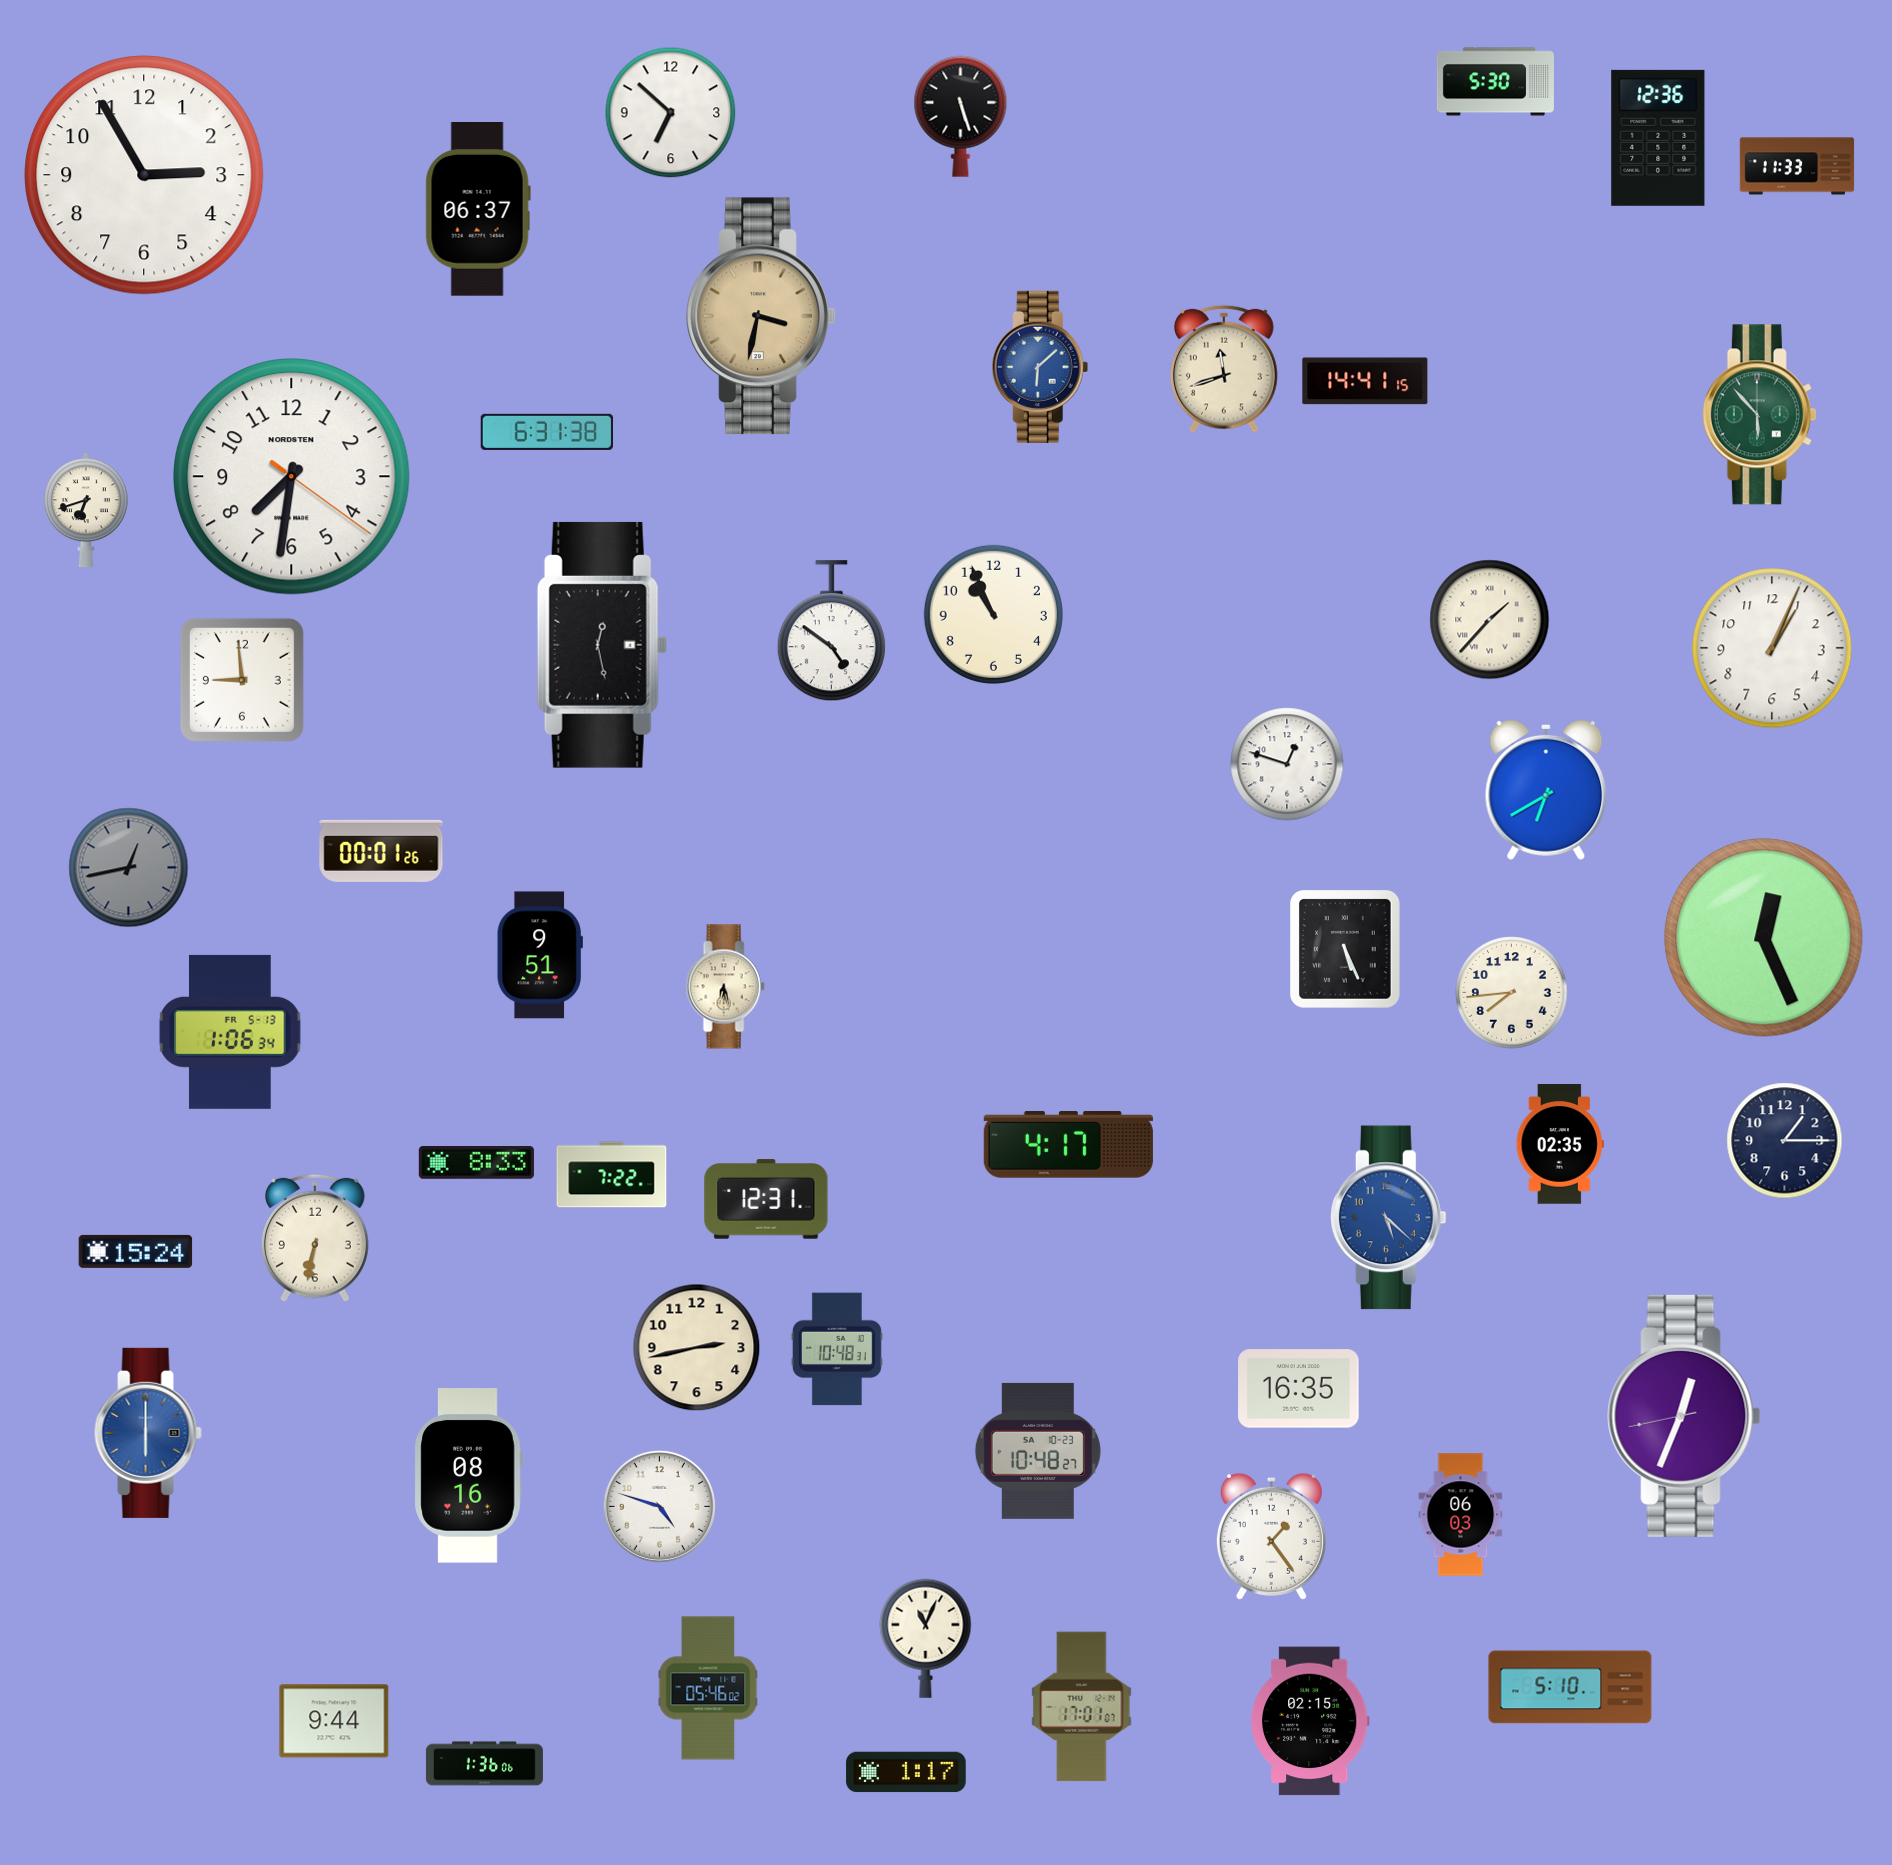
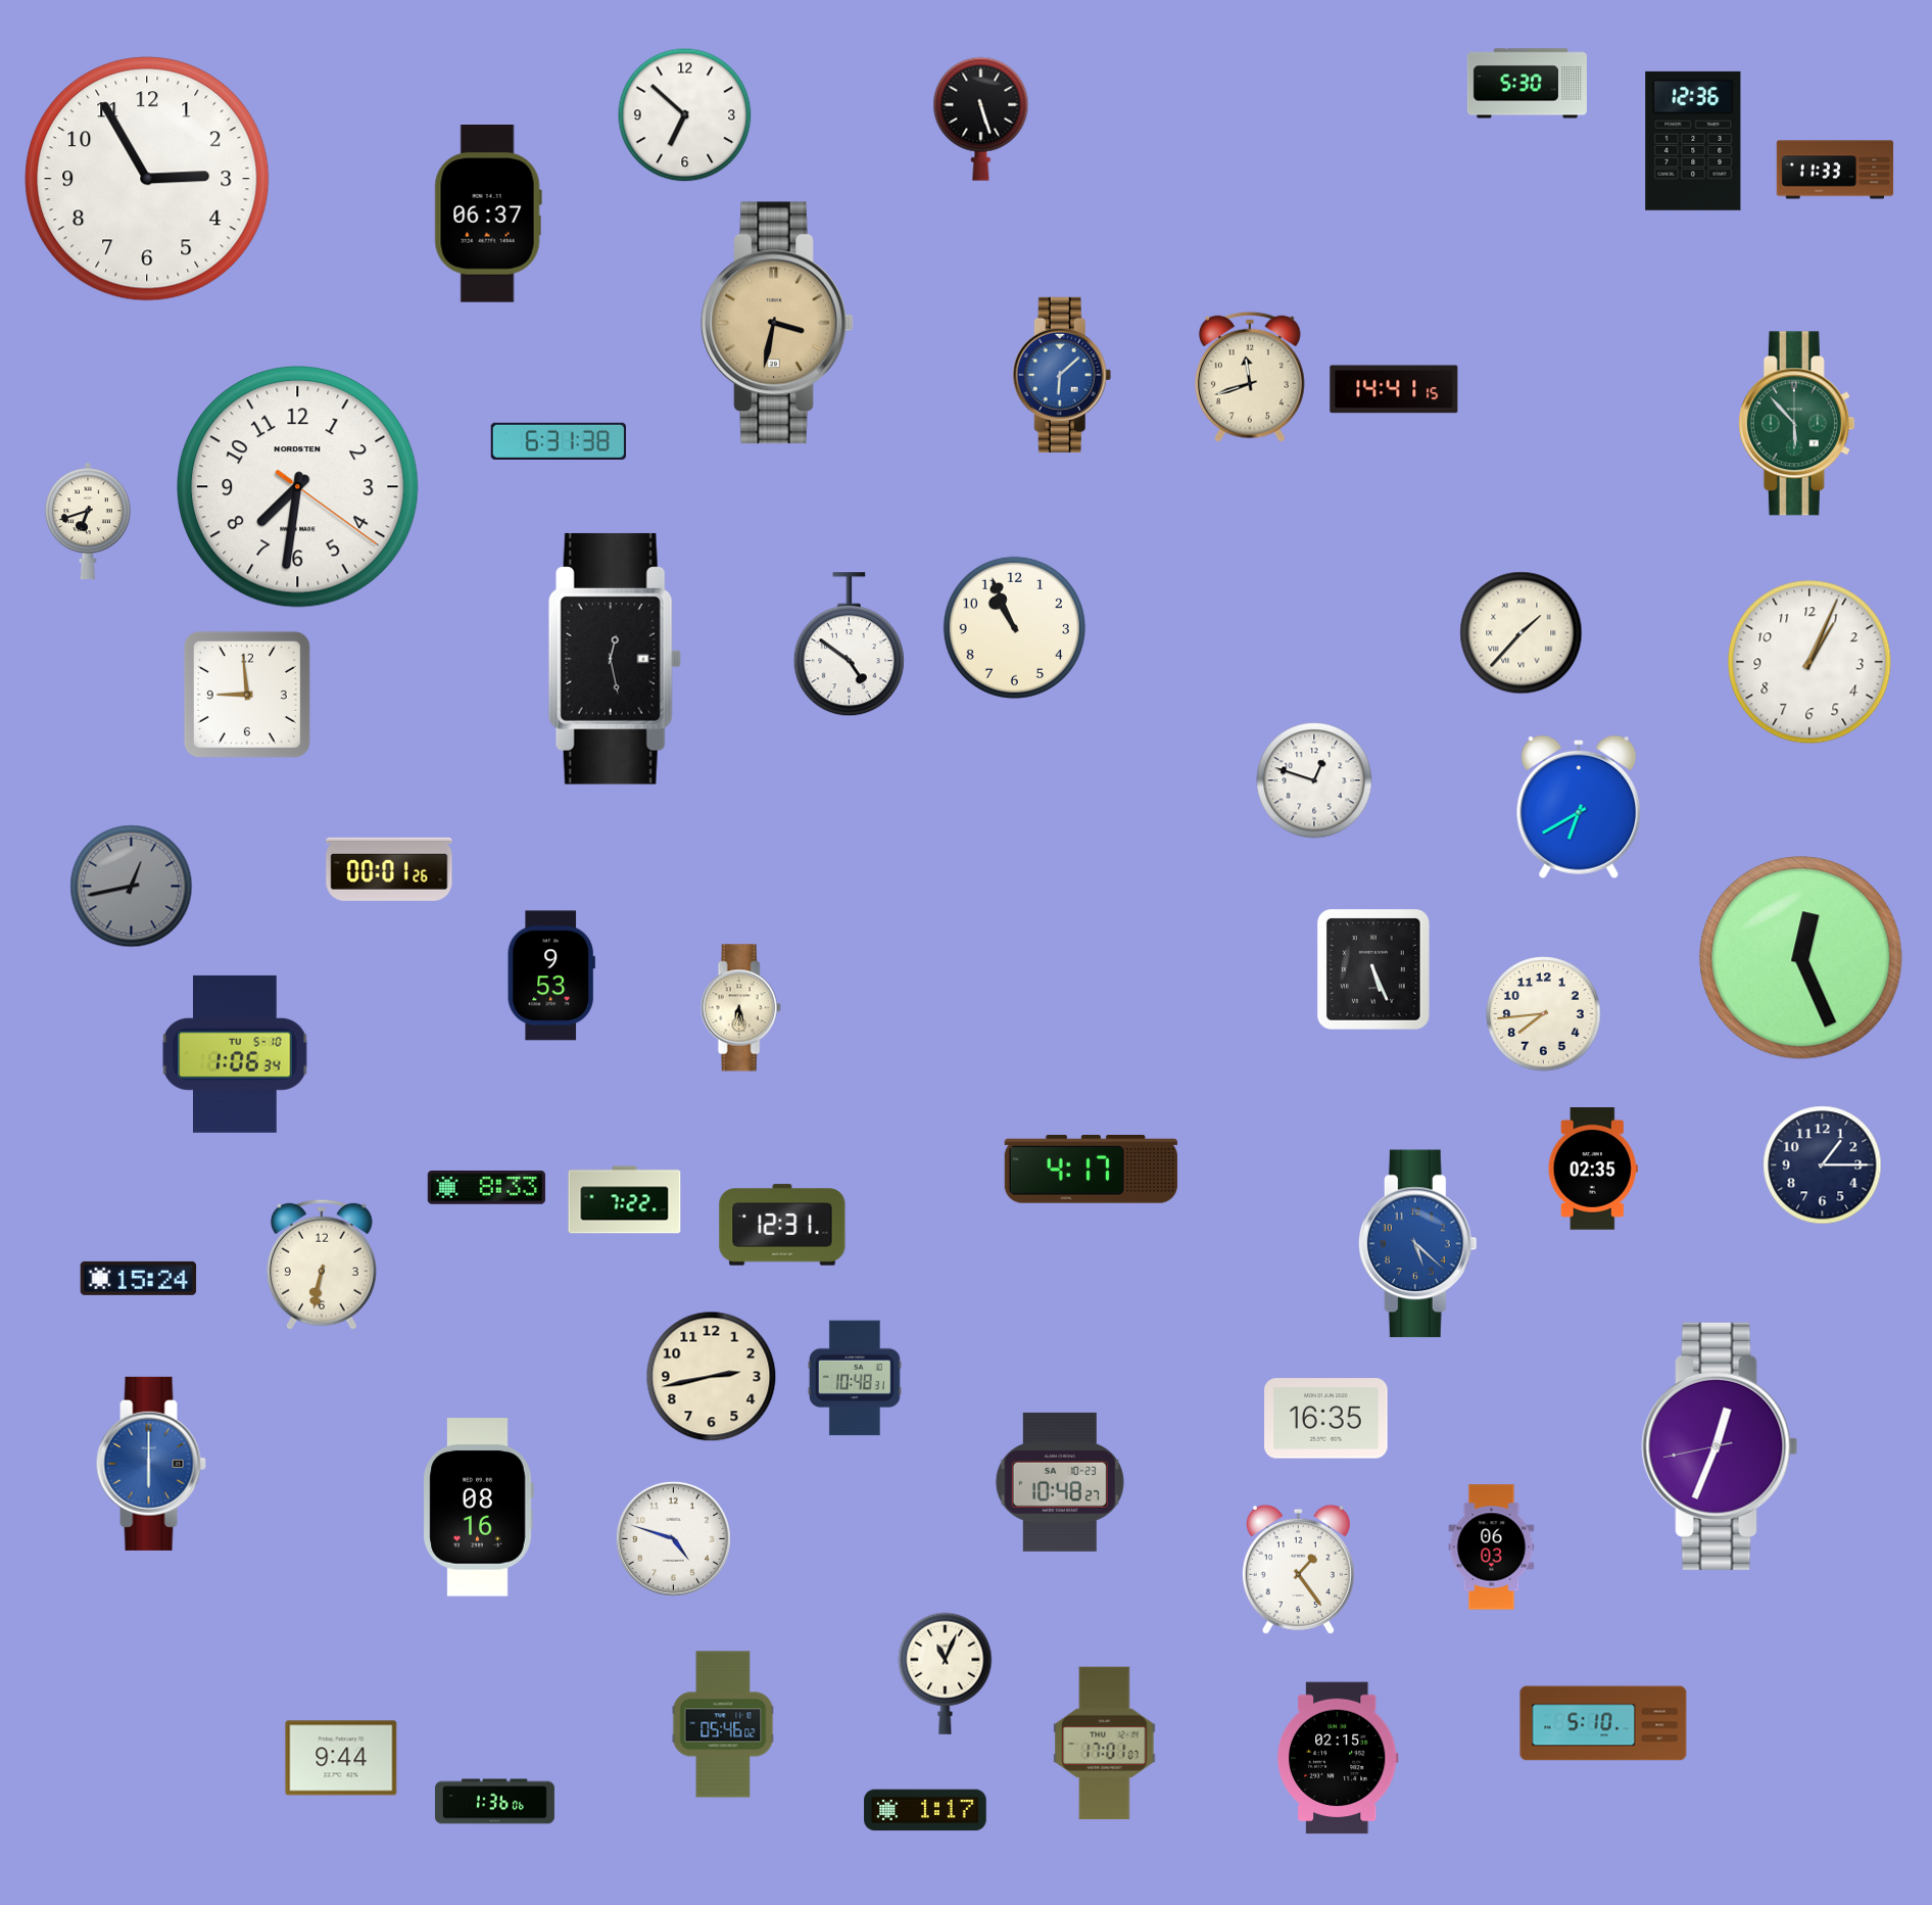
clock at (540, 955): 9:51 -> 9:53
clock at (230, 1032) date: FR 5-13 -> TU 5-10
